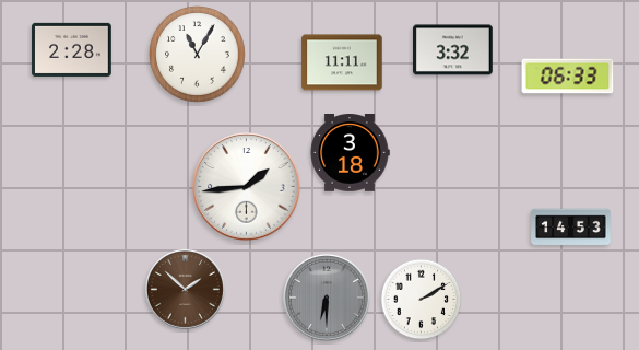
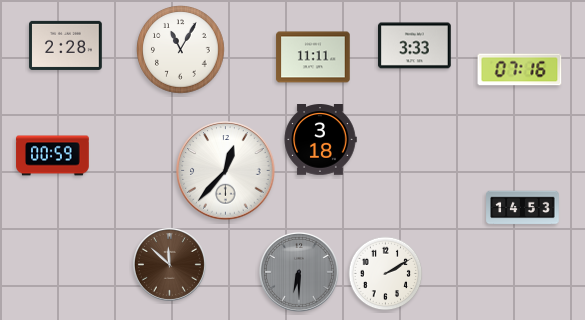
clock at (453, 50): 3:32 -> 3:33
clock at (568, 77): 06:33 -> 07:16
clock at (53, 156): none -> 00:59
clock at (247, 187): 1:44 -> 12:37
clock at (185, 289): 1:52 -> 11:52
